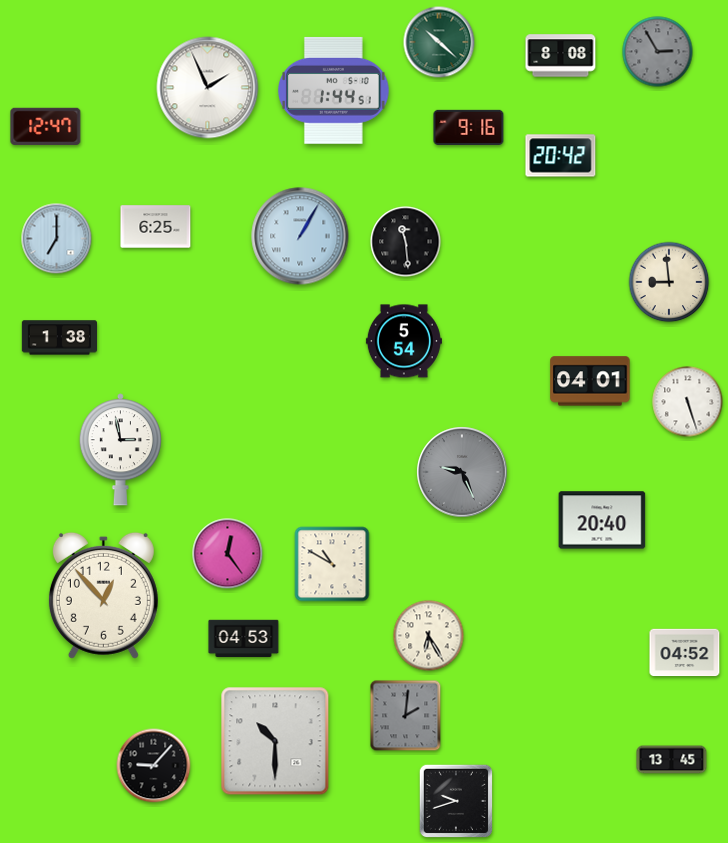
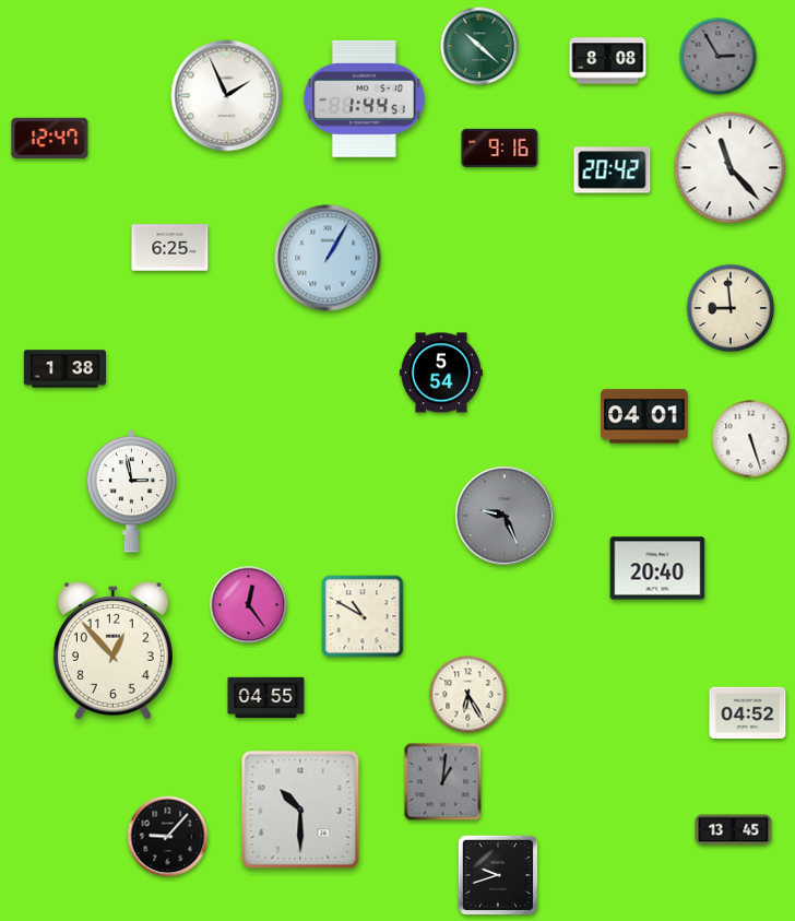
clock at (561, 56) position: (561, 56) -> (608, 61)
clock at (469, 127) position: (469, 127) -> (500, 147)
clock at (731, 168): none -> 11:23
clock at (57, 239): 7:00 -> none
clock at (406, 242): 11:29 -> none
clock at (244, 639): 04:53 -> 04:55
clock at (406, 716): 2:01 -> 1:01
